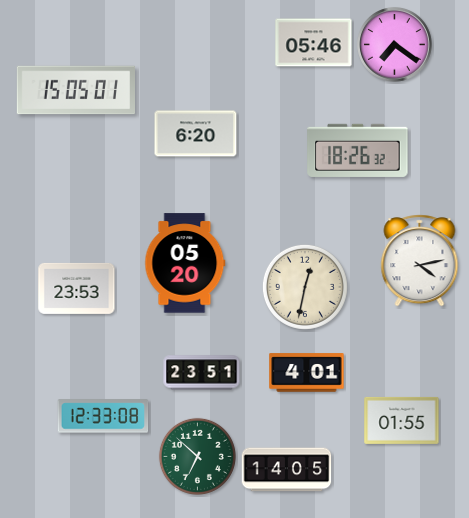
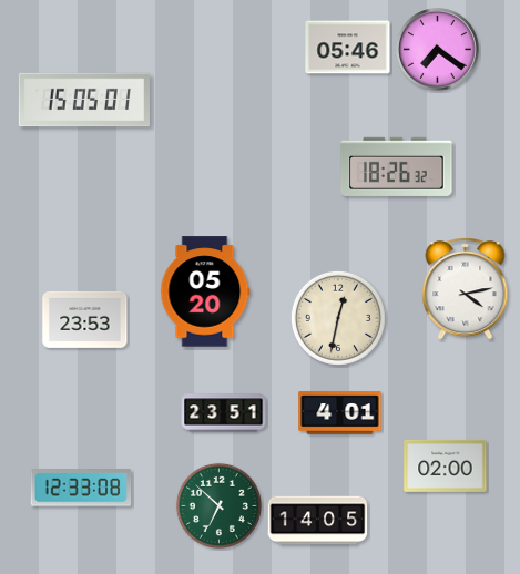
clock at (196, 134): 6:20 -> none
clock at (103, 416) position: (103, 416) -> (81, 488)
clock at (402, 420): 01:55 -> 02:00
